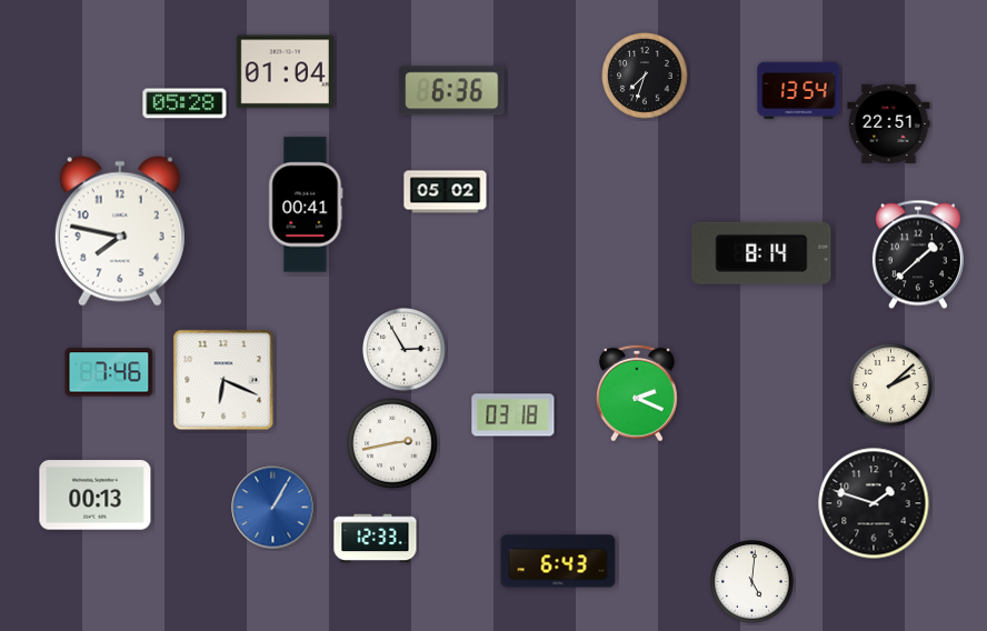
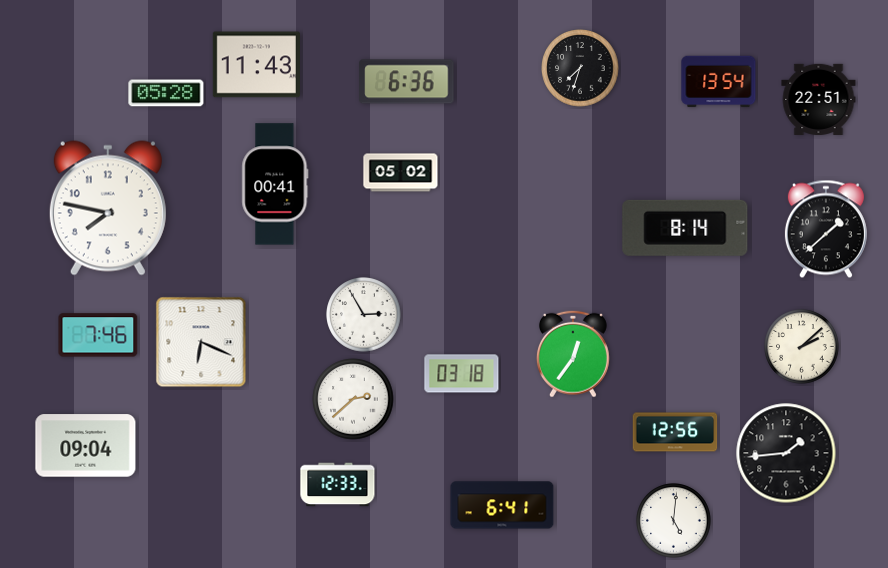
clock at (285, 72): 01:04 -> 11:43
clock at (889, 123) position: (889, 123) -> (819, 99)
clock at (637, 393): 2:19 -> 12:36
clock at (392, 443): 2:43 -> 2:38
clock at (675, 432): none -> 12:56
clock at (96, 495): 00:13 -> 09:04
clock at (874, 503): 1:48 -> 1:44
clock at (273, 508): 1:05 -> none
clock at (558, 561): 6:43 -> 6:41
clock at (752, 582) position: (752, 582) -> (674, 521)
